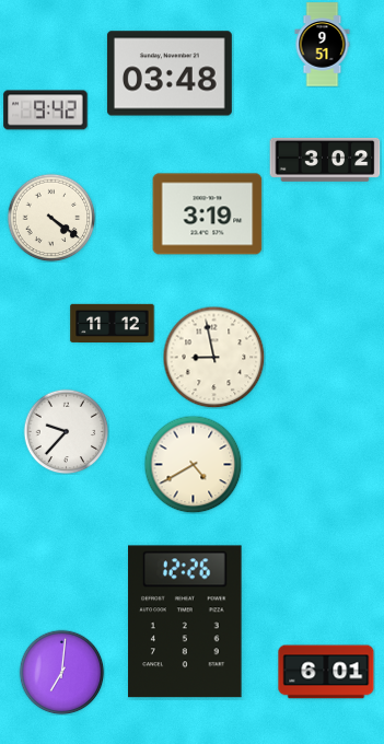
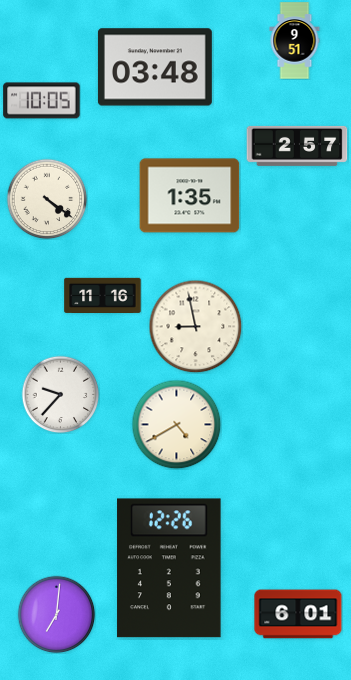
clock at (46, 111): 9:42 -> 10:05
clock at (325, 160): 3:02 -> 2:57
clock at (208, 214): 3:19 -> 1:35
clock at (113, 323): 11:12 -> 11:16
